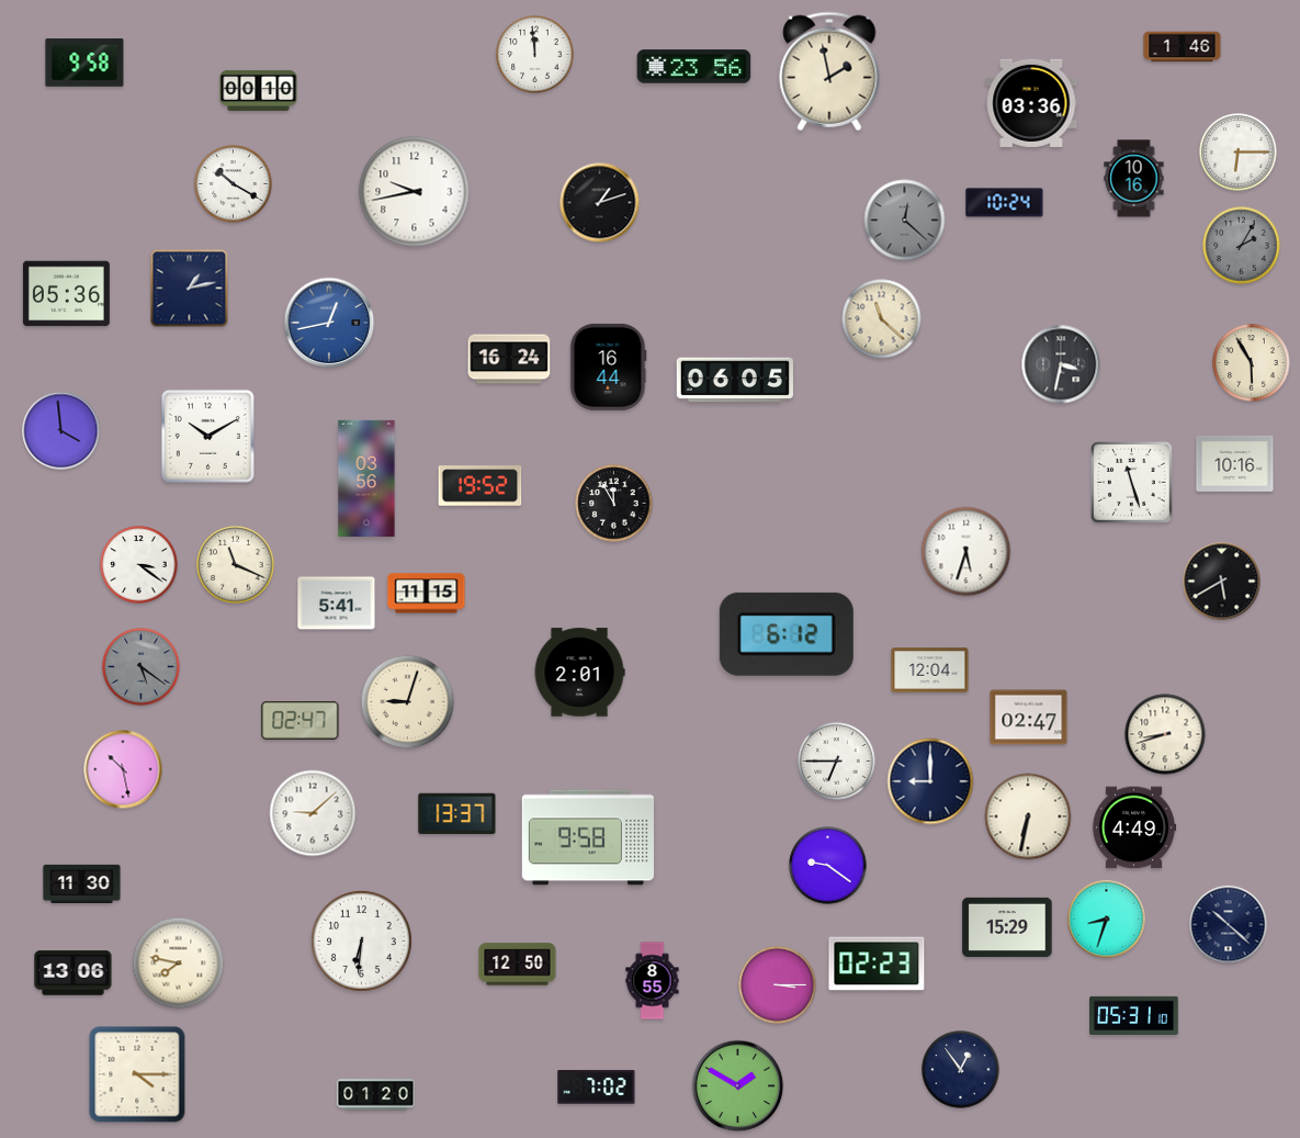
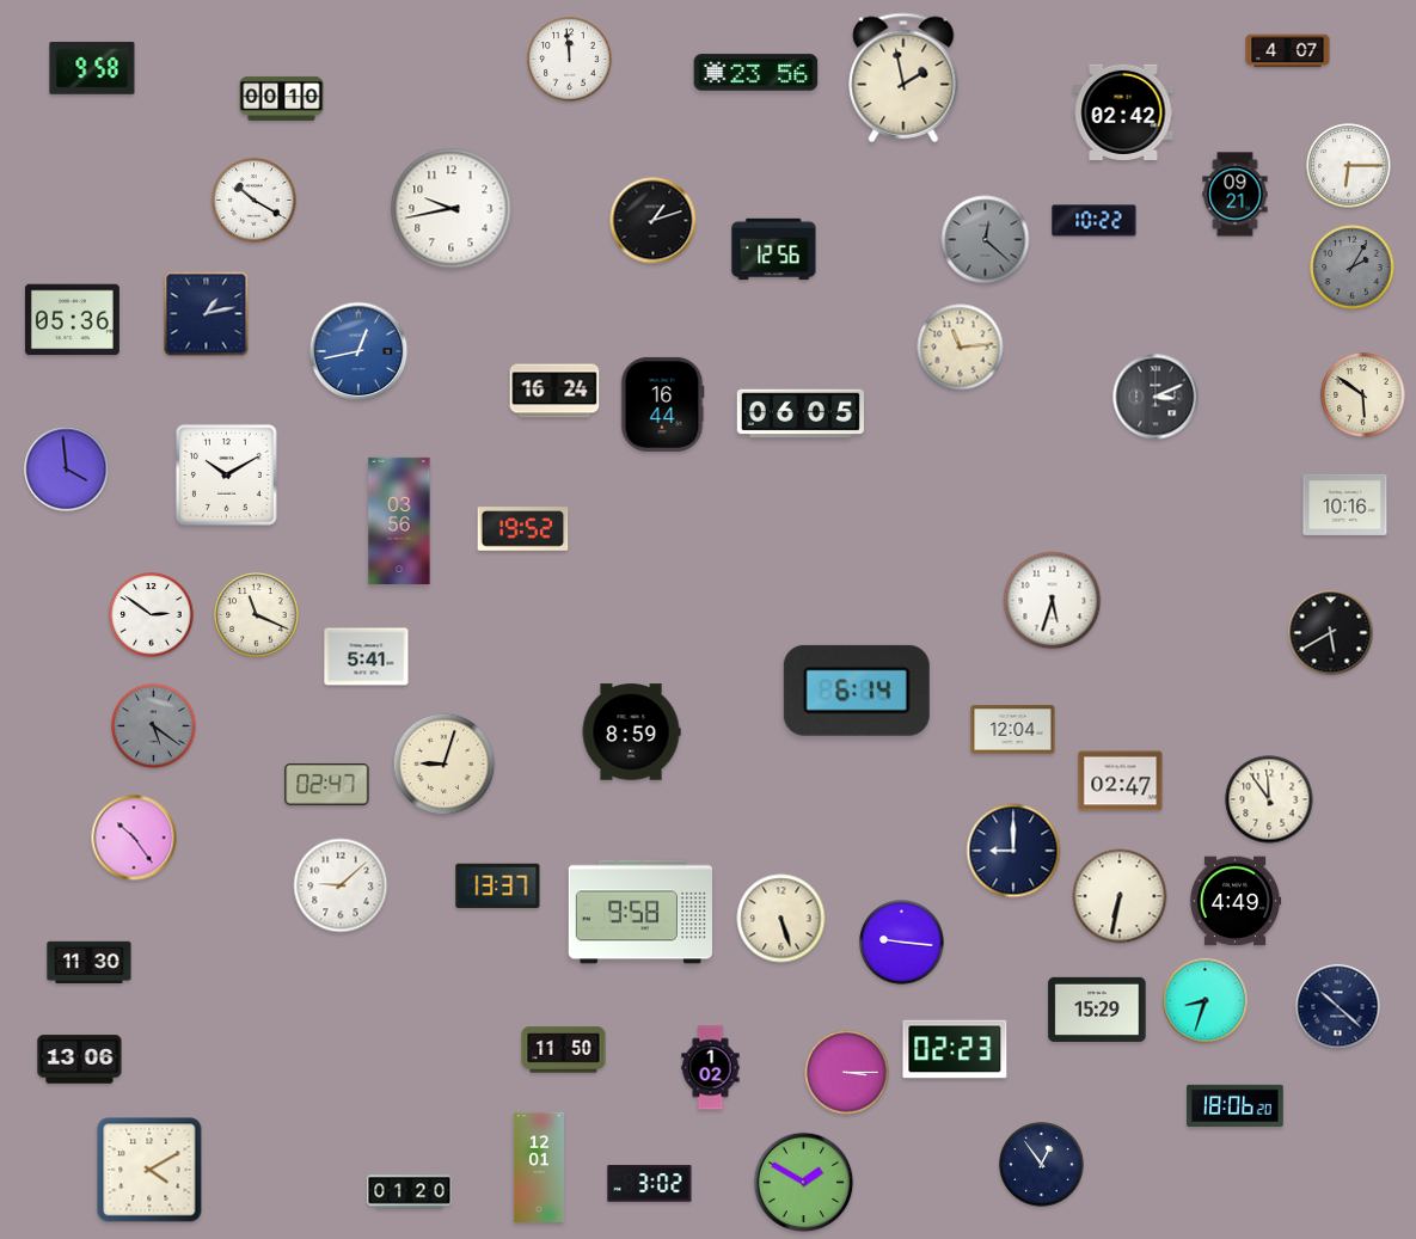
clock at (1183, 47): 1:46 -> 4:07
clock at (535, 55) position: (535, 55) -> (570, 60)
clock at (1031, 103): 03:36 -> 02:42
clock at (1134, 179): 10:16 -> 09:21
clock at (1005, 203): 10:24 -> 10:22
clock at (774, 250): none -> 12:56
clock at (882, 319): 11:22 -> 11:14
clock at (1252, 363): 5:55 -> 5:51
clock at (1061, 364): 3:32 -> 3:11
clock at (608, 367) position: (608, 367) -> (662, 404)
clock at (1132, 483): 11:27 -> none
clock at (614, 504): 11:55 -> none
clock at (139, 565): 3:21 -> 2:51
clock at (427, 594): 11:15 -> none
clock at (787, 634): 6:12 -> 6:14
clock at (579, 673): 2:01 -> 8:59
clock at (1165, 734): 8:42 -> 11:54
clock at (837, 762): 6:45 -> none
clock at (123, 769): 10:28 -> 10:24
clock at (1028, 816) position: (1028, 816) -> (1120, 896)
clock at (781, 919): none -> 5:27
clock at (828, 866): 9:21 -> 9:16
clock at (361, 940): 6:31 -> none
clock at (179, 964): 7:47 -> none
clock at (518, 965): 12:50 -> 11:50
clock at (653, 981): 8:55 -> 1:02
clock at (1134, 1015): 05:31 -> 18:06
clock at (961, 1070) position: (961, 1070) -> (1042, 1165)
clock at (539, 1167): none -> 12:01
clock at (137, 1074): 4:15 -> 4:10
clock at (597, 1088): 7:02 -> 3:02
